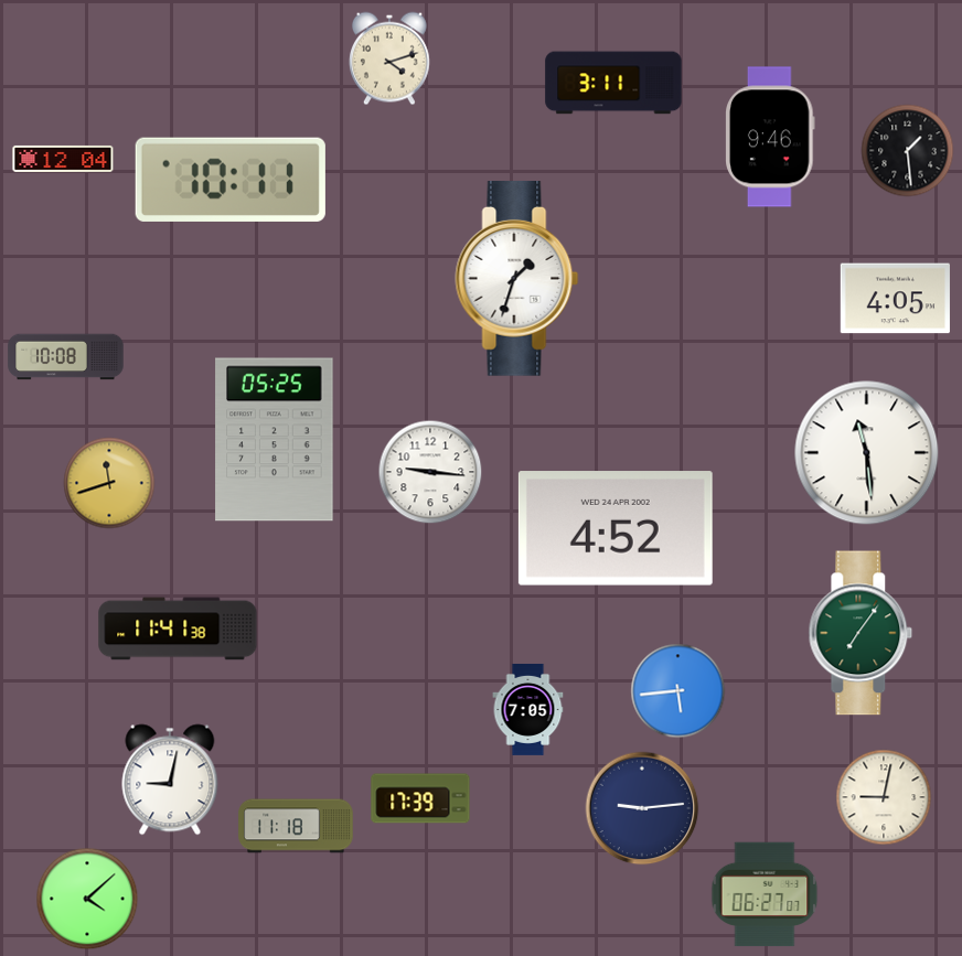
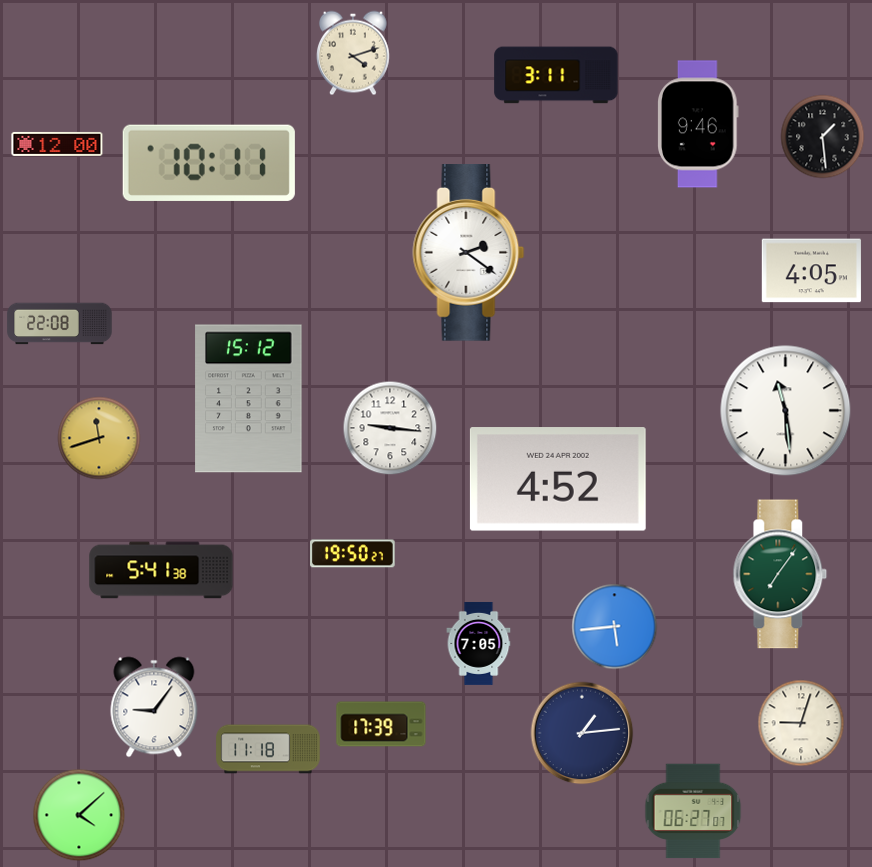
clock at (63, 159): 12:04 -> 12:00
clock at (517, 279): 1:33 -> 2:21
clock at (66, 357): 10:08 -> 22:08
clock at (275, 440): 05:25 -> 15:12
clock at (353, 554): none -> 19:50
clock at (178, 629): 11:41 -> 5:41
clock at (170, 780): 9:02 -> 9:06
clock at (884, 797): 9:02 -> 9:03
clock at (642, 808): 9:14 -> 1:14
